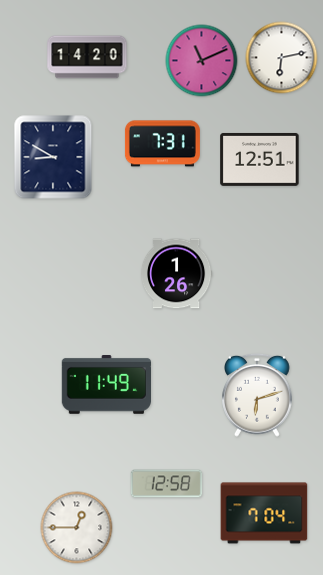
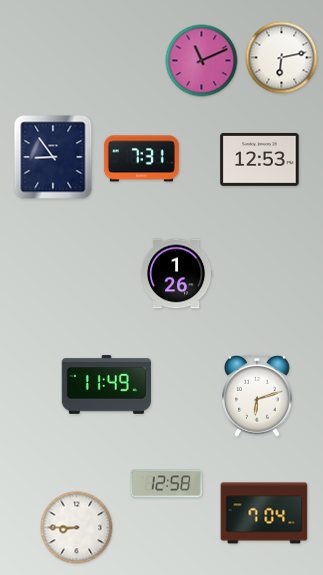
clock at (87, 57): 14:20 -> none
clock at (162, 144) position: (162, 144) -> (141, 159)
clock at (53, 157): 8:50 -> 8:54
clock at (260, 159): 12:51 -> 12:53
clock at (77, 528): 12:45 -> 8:45
